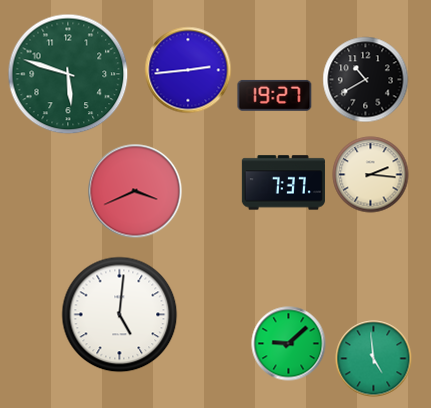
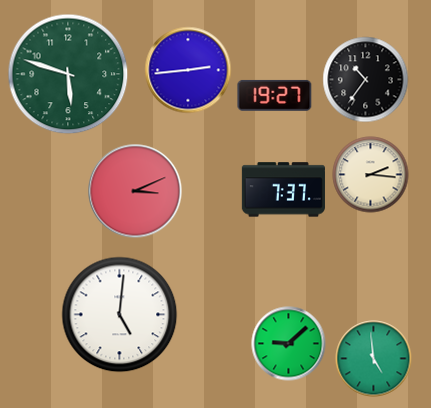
clock at (366, 80): 10:40 -> 10:36
clock at (283, 183) position: (283, 183) -> (283, 190)
clock at (135, 191): 3:41 -> 3:11
